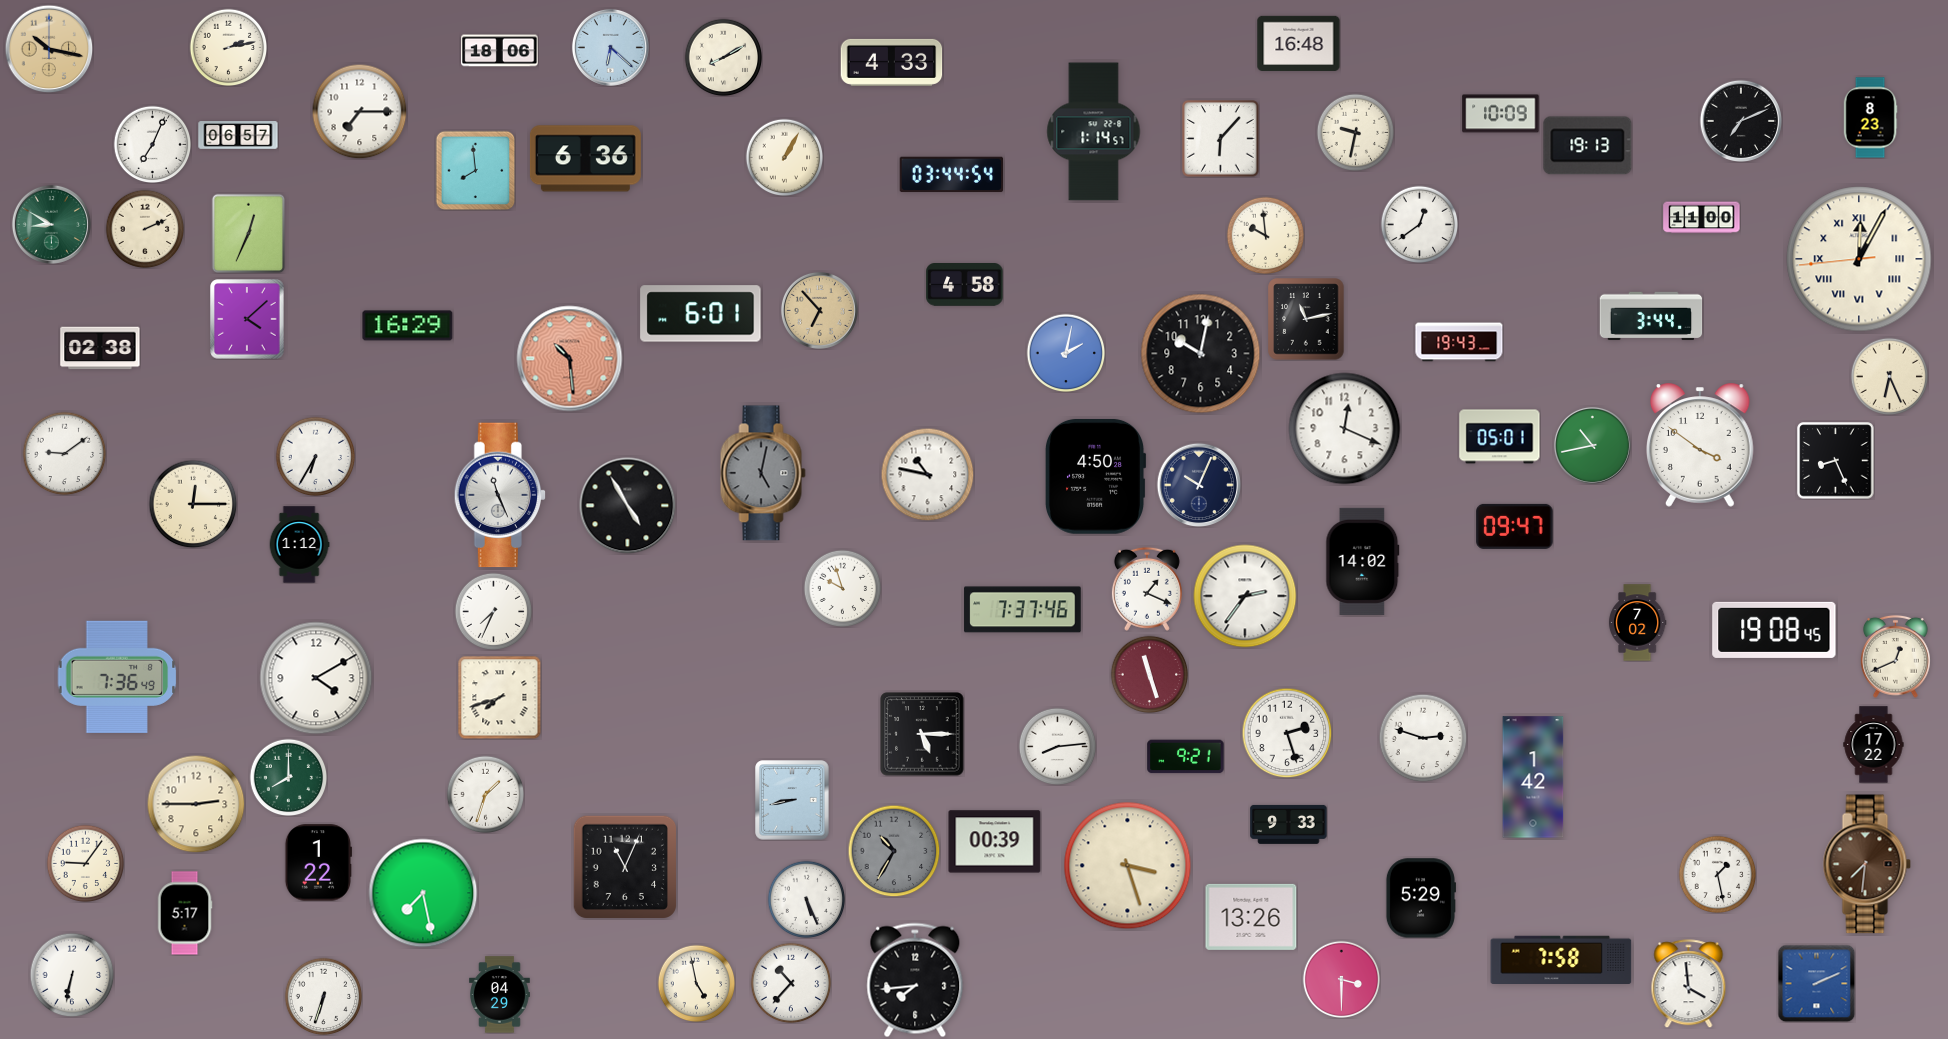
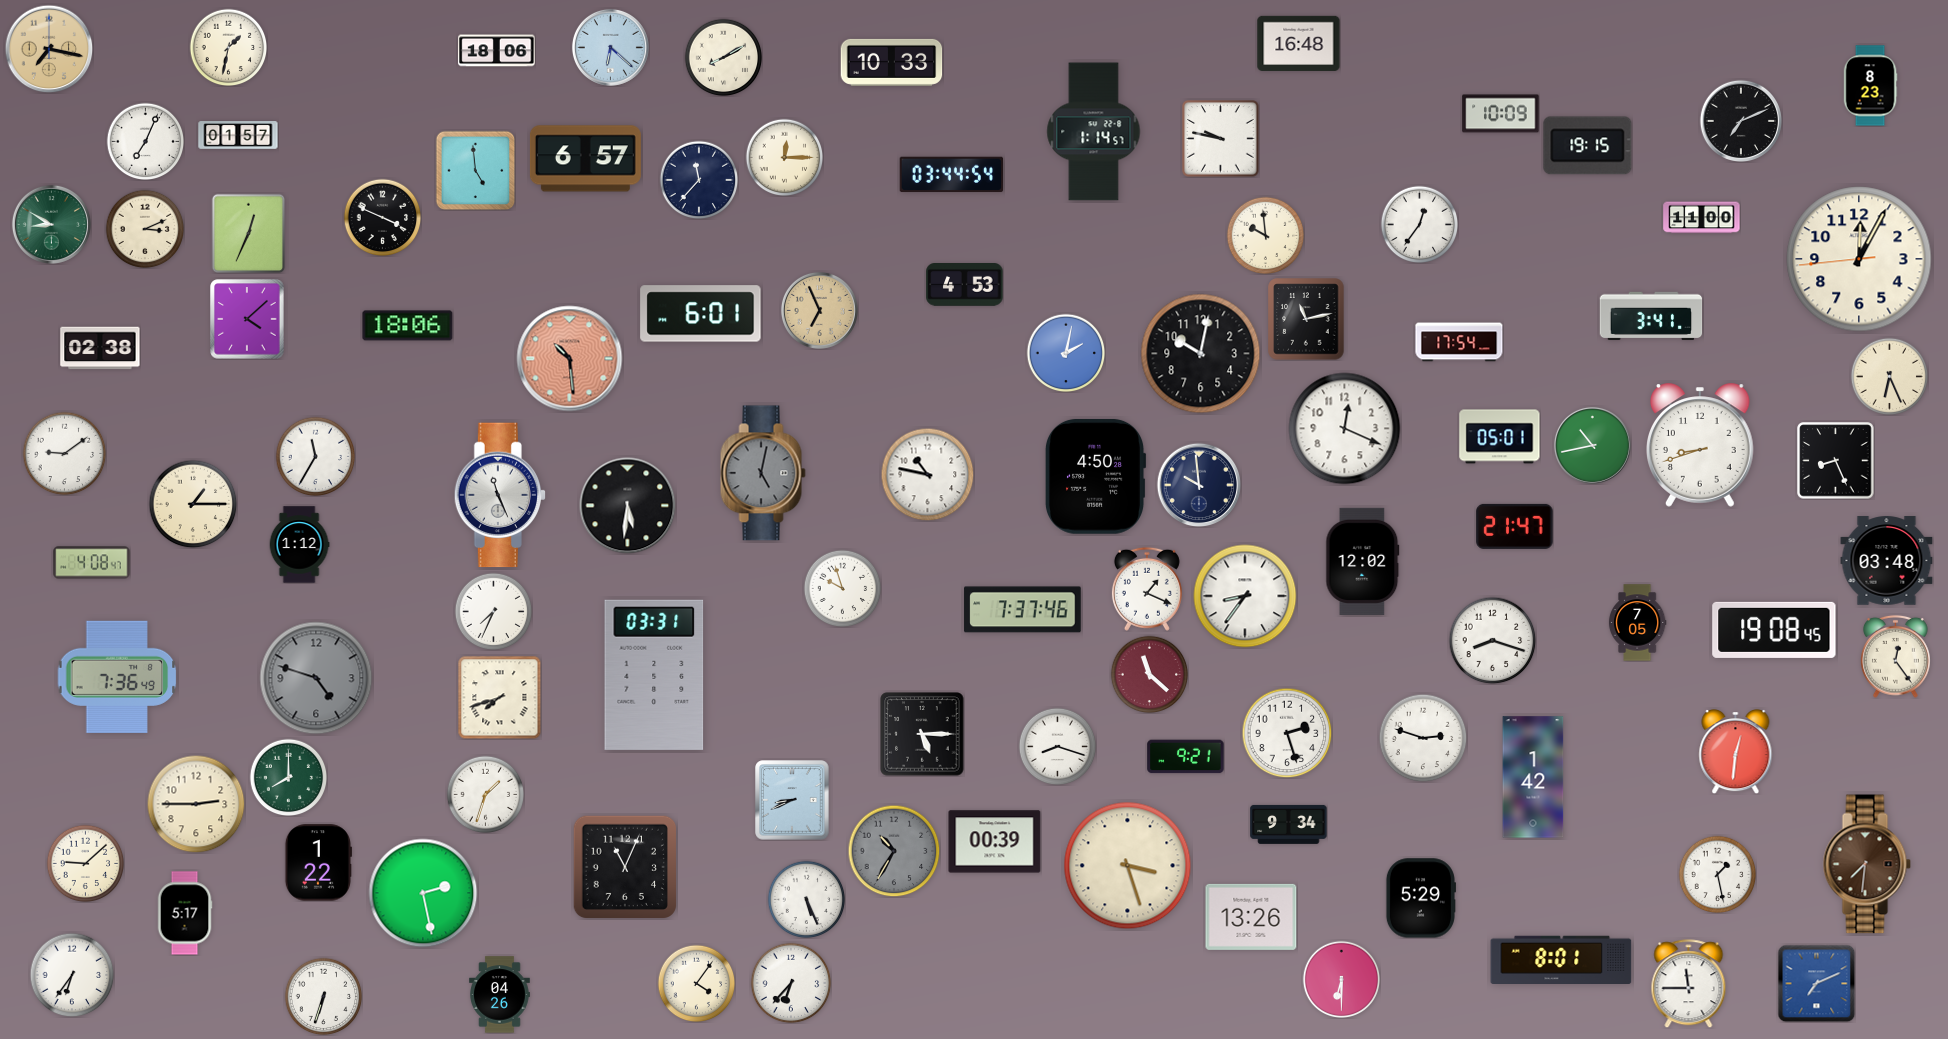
clock at (228, 47): 2:13 -> 1:32
clock at (49, 49): 10:17 -> 7:17
clock at (500, 51) position: (500, 51) -> (497, 51)
clock at (892, 62): 4:33 -> 10:33
clock at (359, 111): 7:15 -> none
clock at (1870, 118) position: (1870, 118) -> (1870, 86)
clock at (1355, 132): 9:32 -> none
clock at (238, 135): 06:57 -> 01:57
clock at (1221, 139): 6:07 -> 9:47
clock at (152, 144) position: (152, 144) -> (145, 141)
clock at (1588, 146): 19:13 -> 19:15
clock at (784, 157): 1:05 -> 12:15
clock at (585, 159): 6:36 -> 6:57
clock at (475, 170): 7:59 -> 4:59
clock at (699, 180): none -> 11:37
clock at (382, 217): none -> 3:49
clock at (1419, 224): 12:39 -> 12:36
clock at (145, 229): 2:11 -> 3:11
clock at (1859, 259) numerals: Roman -> Arabic
clock at (965, 285): 4:58 -> 4:53
clock at (819, 310): 6:53 -> 6:56
clock at (1651, 316): 3:44 -> 3:41
clock at (408, 326): 16:29 -> 18:06
clock at (1459, 342): 19:43 -> 17:54
clock at (1701, 445): 3:51 -> 8:42
clock at (315, 456): 6:35 -> 11:35
clock at (1199, 485): 10:04 -> 9:59
clock at (193, 504): 12:15 -> 1:15
clock at (628, 506): 4:55 -> 5:31
clock at (1515, 526): 09:47 -> 21:47
clock at (1363, 561): 14:02 -> 12:02
clock at (1887, 561): none -> 03:48
clock at (92, 563): none -> 4:08
clock at (1245, 596): 2:36 -> 8:36
clock at (1637, 623): 7:02 -> 7:05
clock at (1492, 640): none -> 8:18
clock at (1896, 656): 12:41 -> 12:24
clock at (1149, 674): 11:27 -> 11:22
clock at (654, 675): none -> 03:31
clock at (316, 678): 4:10 -> 4:48
clock at (316, 678) dial: white -> grey
clock at (1874, 745): 17:22 -> none
clock at (1057, 746): 8:14 -> 8:18
clock at (1736, 752): none -> 12:31
clock at (792, 800): 8:43 -> 8:41
clock at (1289, 824): 9:33 -> 9:34
clock at (85, 863): 9:06 -> 9:08
clock at (423, 893): 7:28 -> 2:28
clock at (1561, 960): 7:58 -> 8:01
clock at (72, 975): 6:32 -> 6:36
clock at (1341, 979): 3:30 -> 6:30
clock at (915, 980): 7:44 -> none
clock at (696, 983): 4:58 -> 4:06
clock at (791, 983): 10:37 -> 6:37
clock at (1816, 983): 2:11 -> 7:11
clock at (1689, 984): 3:59 -> 11:45
clock at (500, 995): 04:29 -> 04:26
